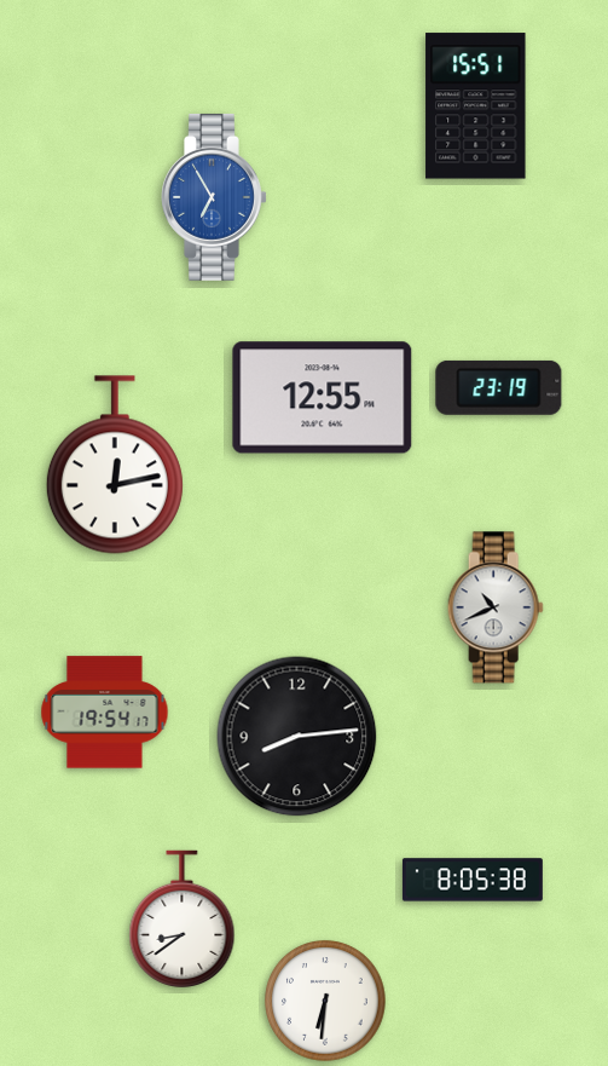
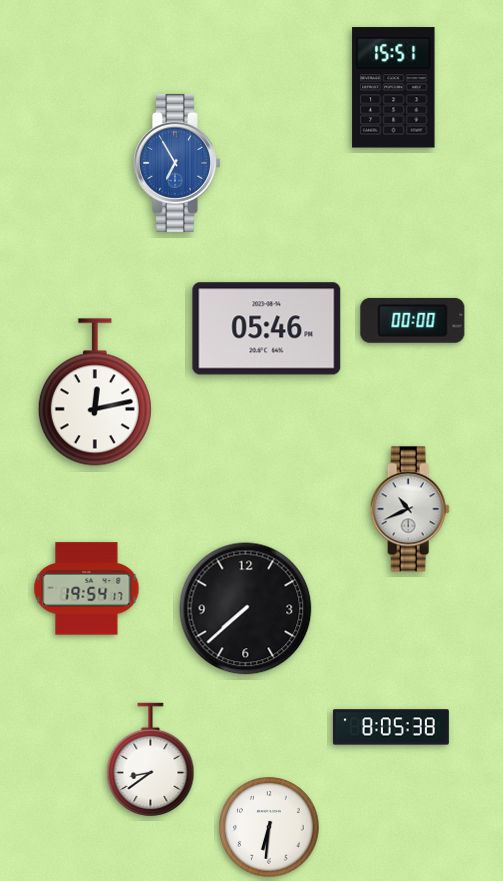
clock at (499, 387): 23:19 -> 00:00
clock at (323, 398): 12:55 -> 05:46
clock at (115, 465) position: (115, 465) -> (95, 392)
clock at (496, 607) position: (496, 607) -> (410, 509)
clock at (297, 737): 8:14 -> 7:38
